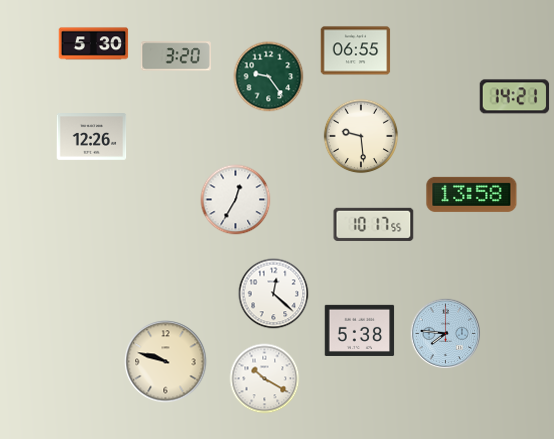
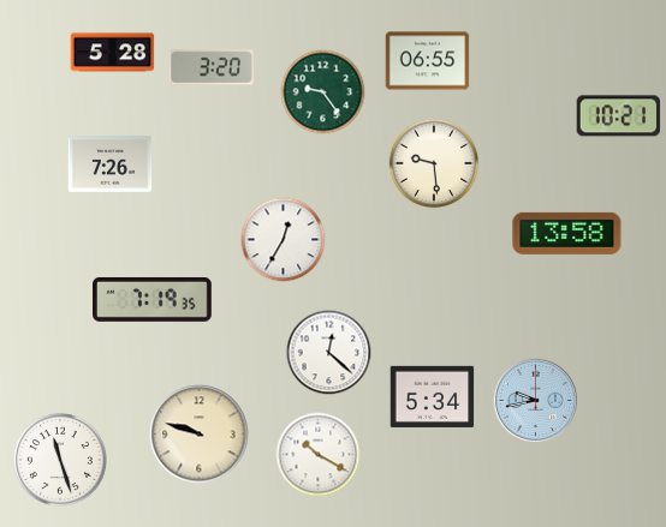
clock at (94, 44): 5:30 -> 5:28
clock at (515, 97): 14:21 -> 10:21
clock at (92, 137): 12:26 -> 7:26
clock at (374, 224): 10:17 -> none
clock at (153, 299): none -> 7:19
clock at (360, 330): 5:38 -> 5:34
clock at (446, 334): 7:46 -> 9:43
clock at (60, 460): none -> 11:27
